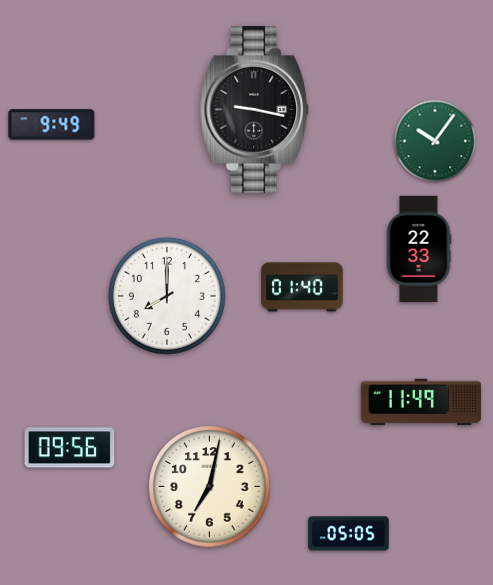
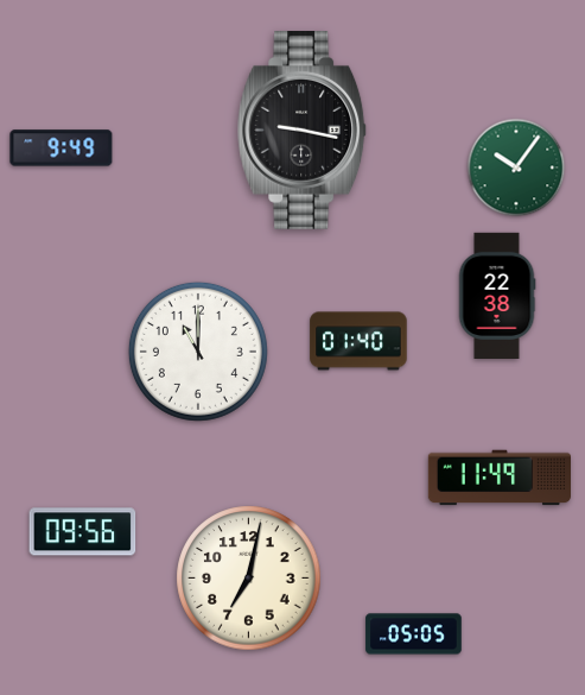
clock at (419, 248): 22:33 -> 22:38
clock at (167, 296): 8:00 -> 11:00
